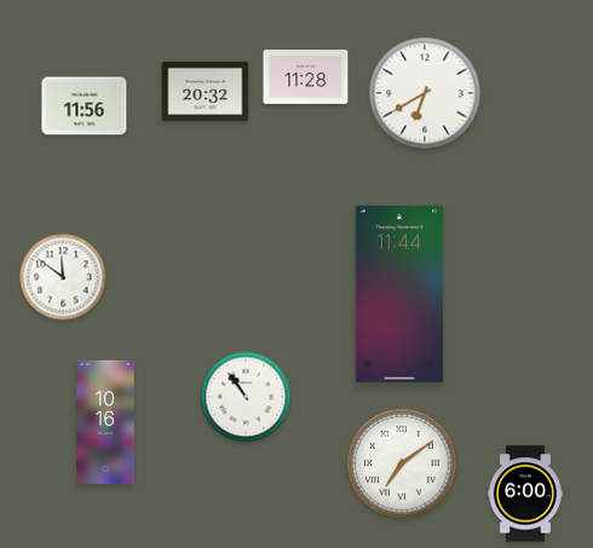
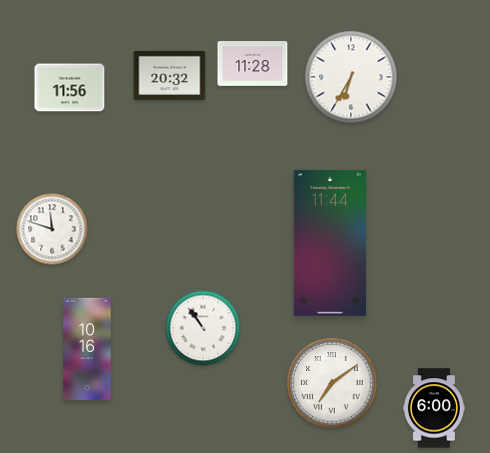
clock at (425, 93): 6:40 -> 6:35
clock at (63, 277): 11:51 -> 11:48
